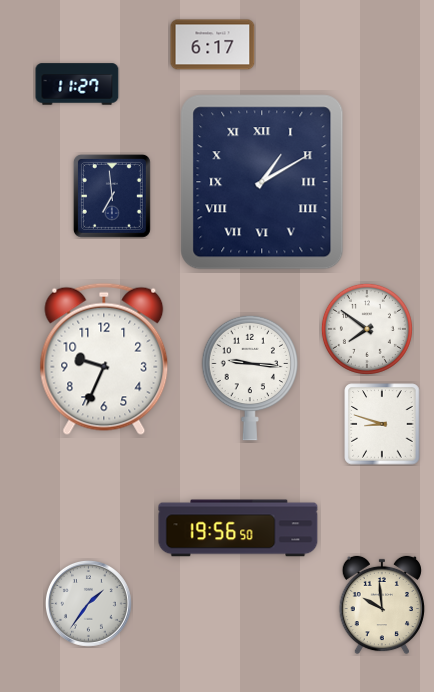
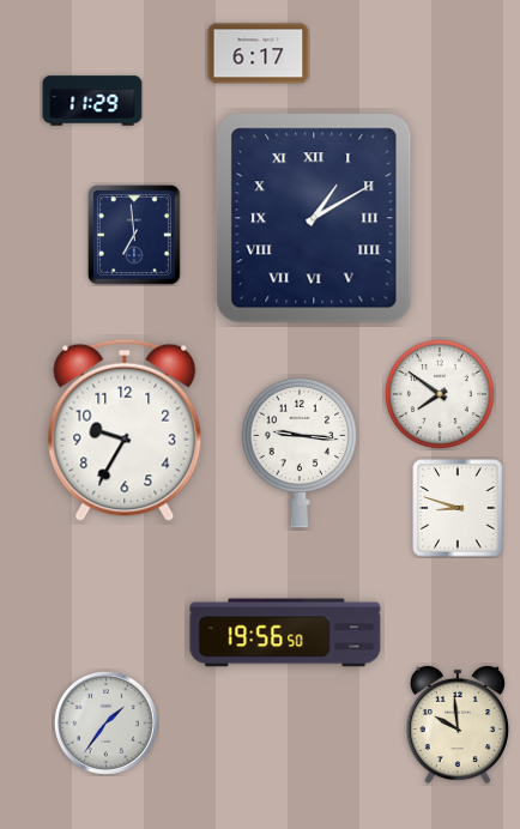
clock at (213, 45) position: (213, 45) -> (259, 54)
clock at (77, 84): 11:27 -> 11:29
clock at (104, 359): 9:34 -> 9:35
